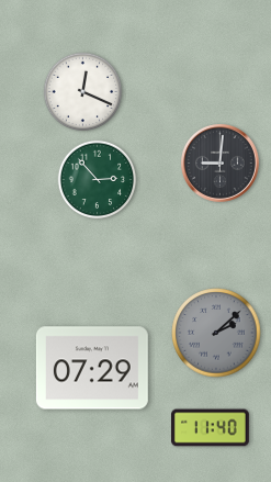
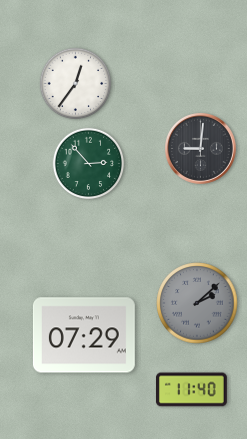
clock at (83, 92): 12:19 -> 12:36
